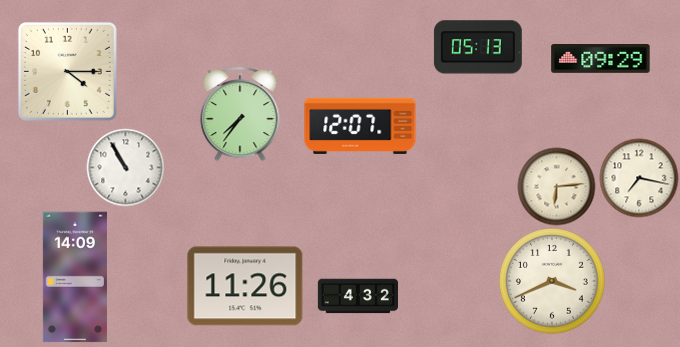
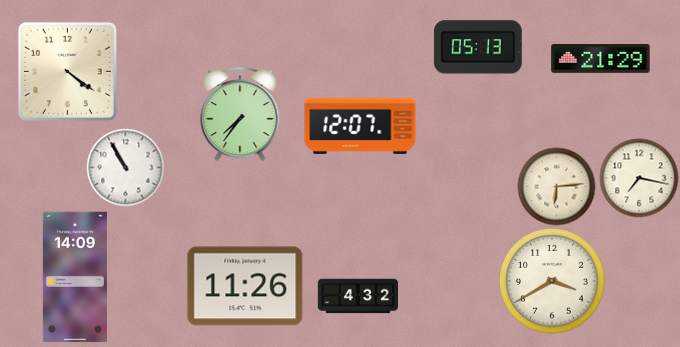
clock at (601, 59): 09:29 -> 21:29
clock at (67, 71): 4:15 -> 4:21
clock at (553, 282): 3:41 -> 3:40
